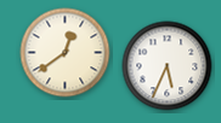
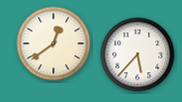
clock at (168, 66): 5:34 -> 5:37
